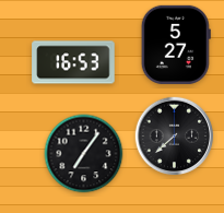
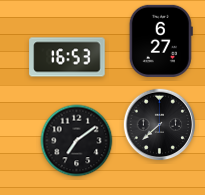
clock at (176, 45): 5:27 -> 6:27
clock at (84, 154): 7:06 -> 7:09
